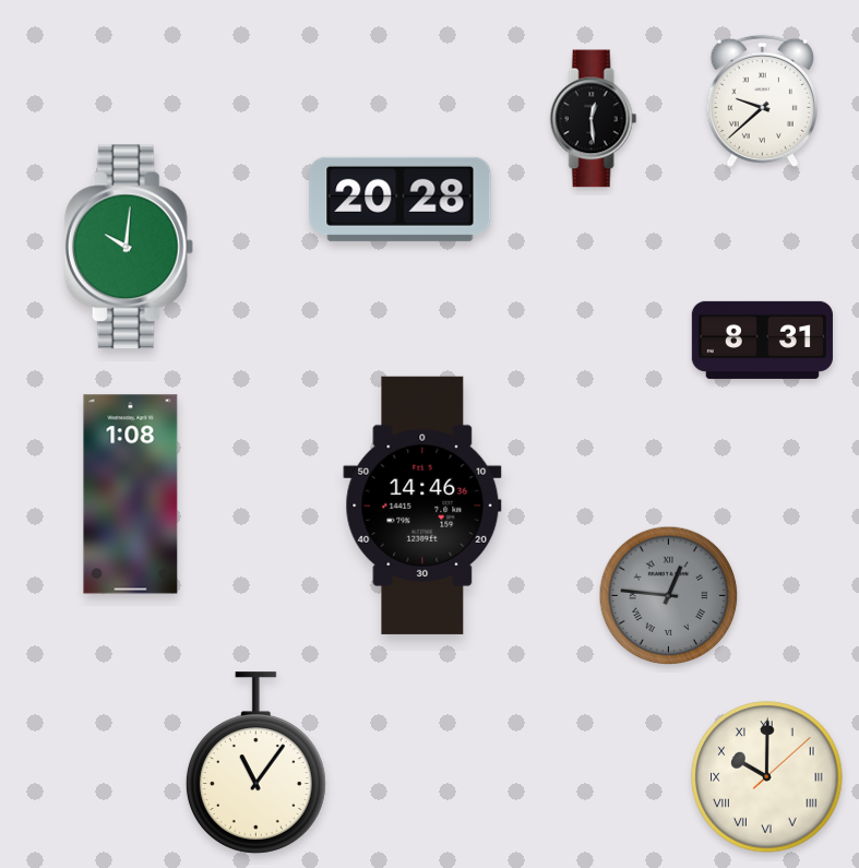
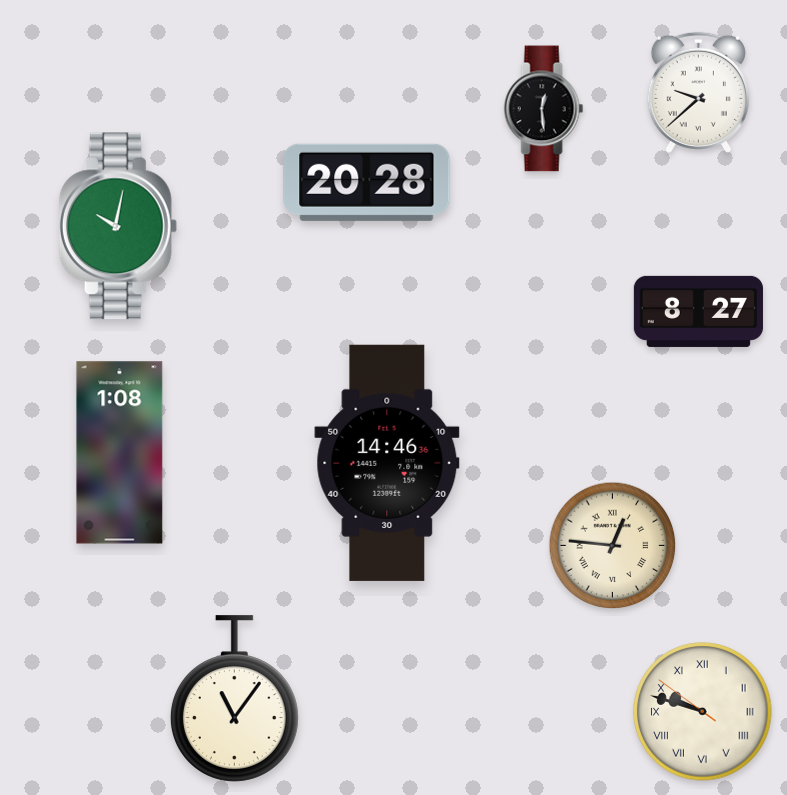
clock at (129, 247): 10:01 -> 10:02
clock at (762, 340): 8:31 -> 8:27
clock at (669, 596) dial: grey -> cream
clock at (767, 777): 10:00 -> 9:47
